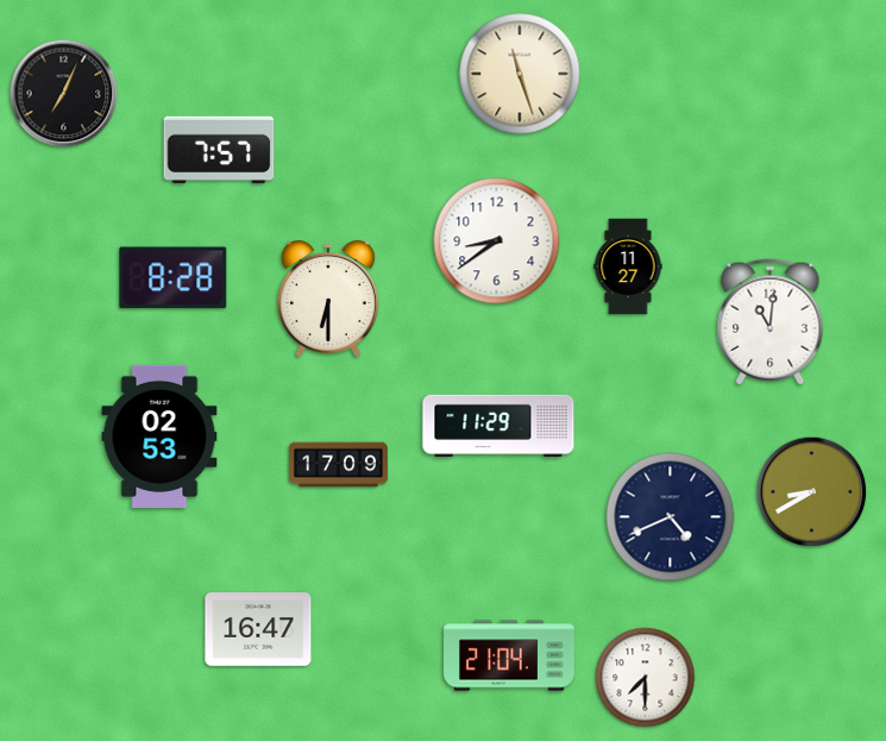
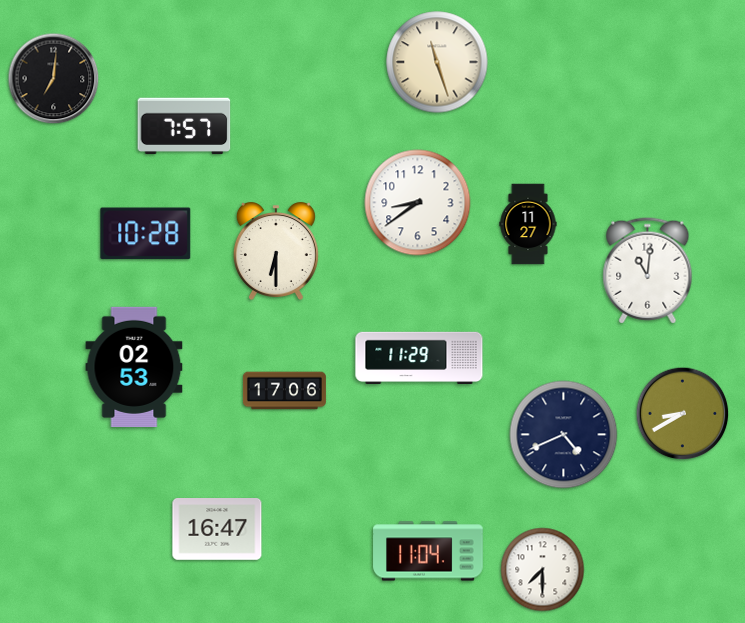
clock at (64, 94): 7:04 -> 7:01
clock at (174, 278): 8:28 -> 10:28
clock at (338, 465): 17:09 -> 17:06
clock at (509, 655): 21:04 -> 11:04
